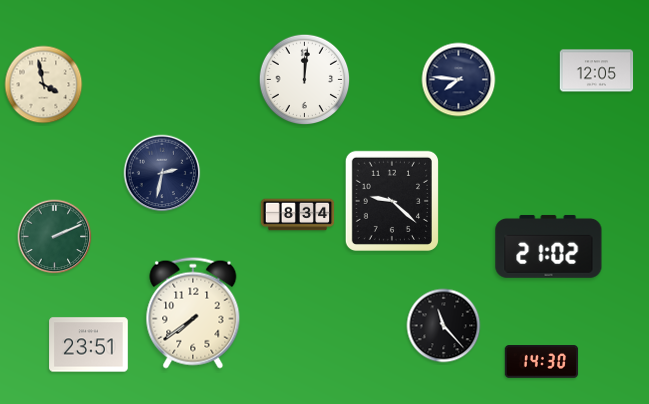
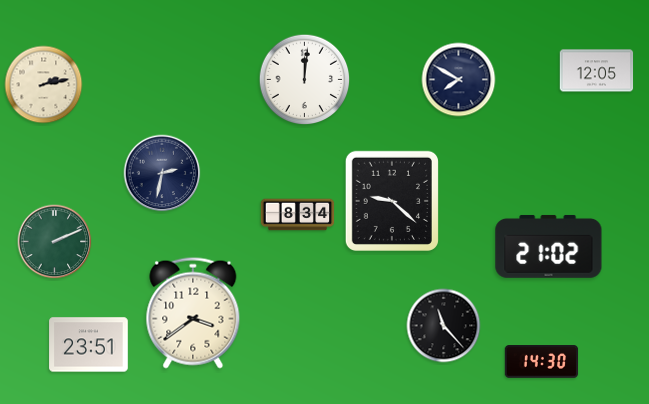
clock at (459, 80): 7:46 -> 7:50
clock at (44, 85): 3:58 -> 2:13
clock at (55, 237) position: (55, 237) -> (55, 242)
clock at (193, 313): 7:39 -> 3:39
